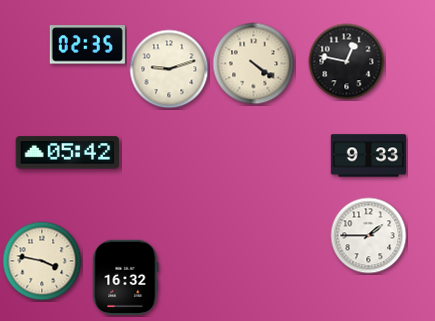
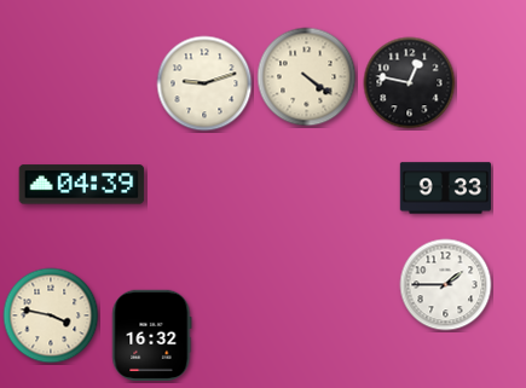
clock at (87, 45): 02:35 -> none
clock at (347, 62) position: (347, 62) -> (410, 83)
clock at (68, 153): 05:42 -> 04:39
